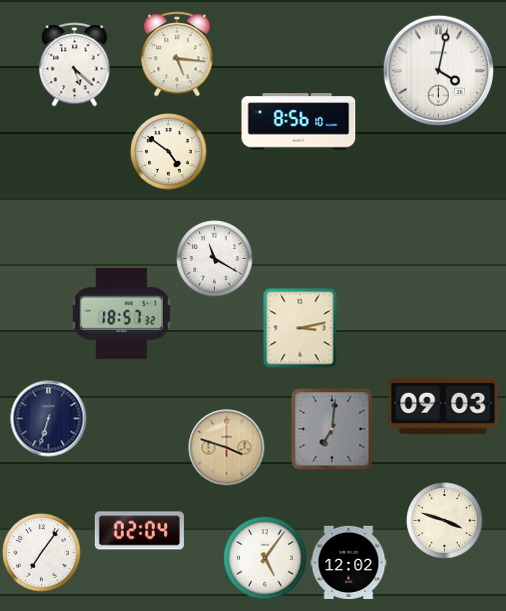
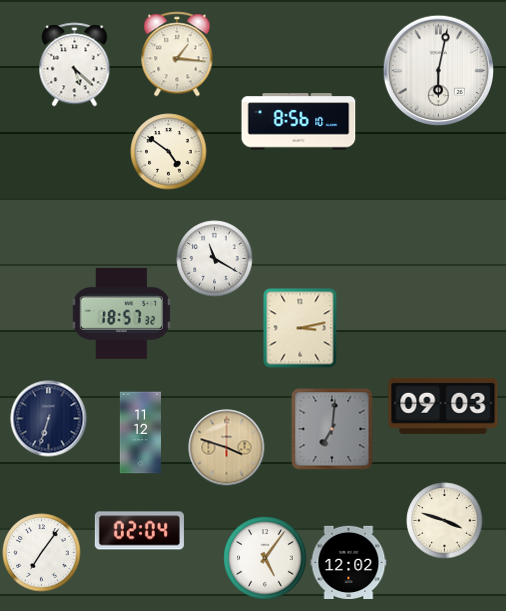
clock at (177, 54): 5:16 -> 1:16
clock at (438, 70): 4:02 -> 6:02
clock at (141, 433): none -> 11:12
